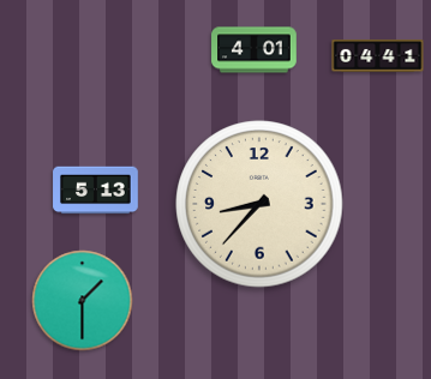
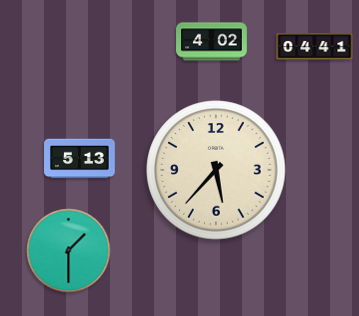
clock at (255, 50): 4:01 -> 4:02
clock at (259, 204): 8:37 -> 5:37
